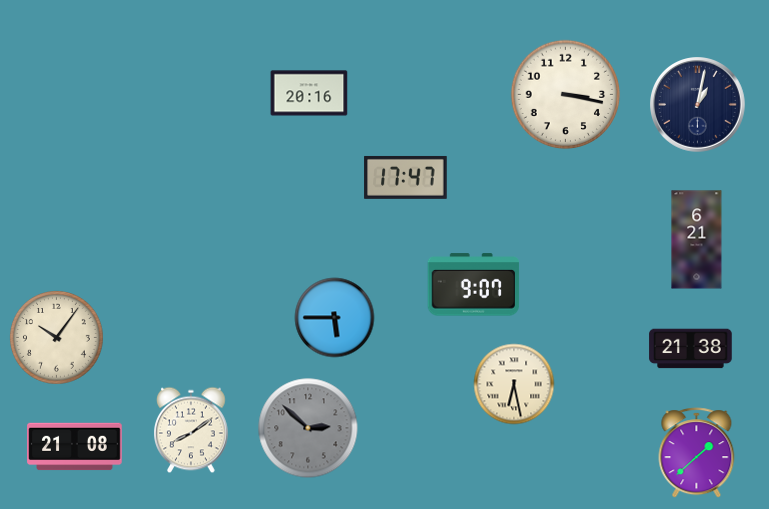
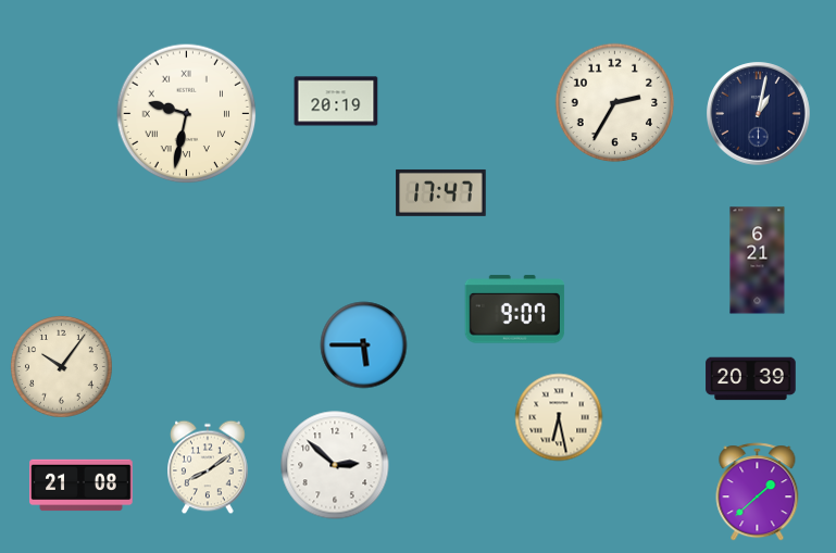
clock at (309, 93): 20:16 -> 20:19
clock at (566, 95): 3:17 -> 2:35
clock at (187, 114): none -> 9:32
clock at (691, 349): 21:38 -> 20:39
clock at (308, 428) dial: grey -> white
